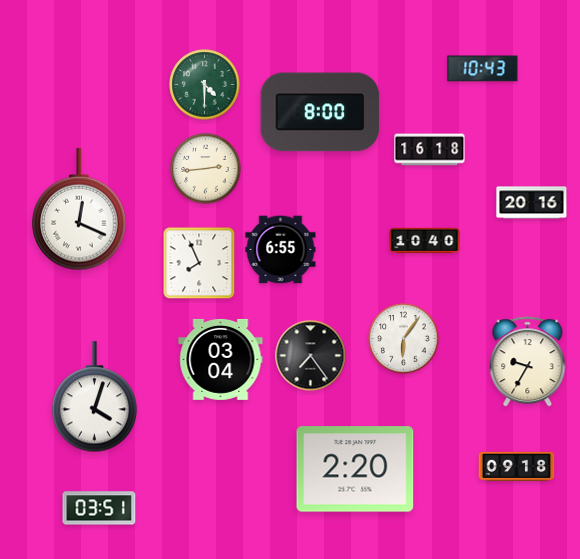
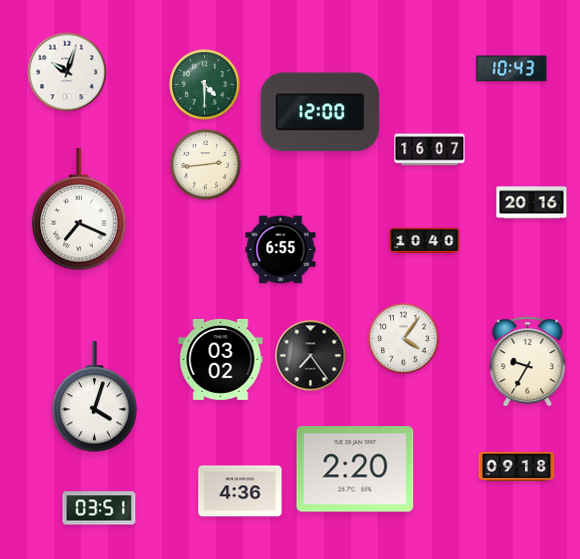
clock at (483, 69) position: (483, 69) -> (512, 69)
clock at (67, 72): none -> 10:03
clock at (320, 112): 8:00 -> 12:00
clock at (430, 150): 16:18 -> 16:07
clock at (206, 169) position: (206, 169) -> (206, 165)
clock at (79, 209): 12:19 -> 7:19
clock at (199, 263): 7:56 -> none
clock at (404, 339): 6:06 -> 4:06
clock at (221, 359): 03:04 -> 03:02
clock at (240, 491): none -> 4:36
